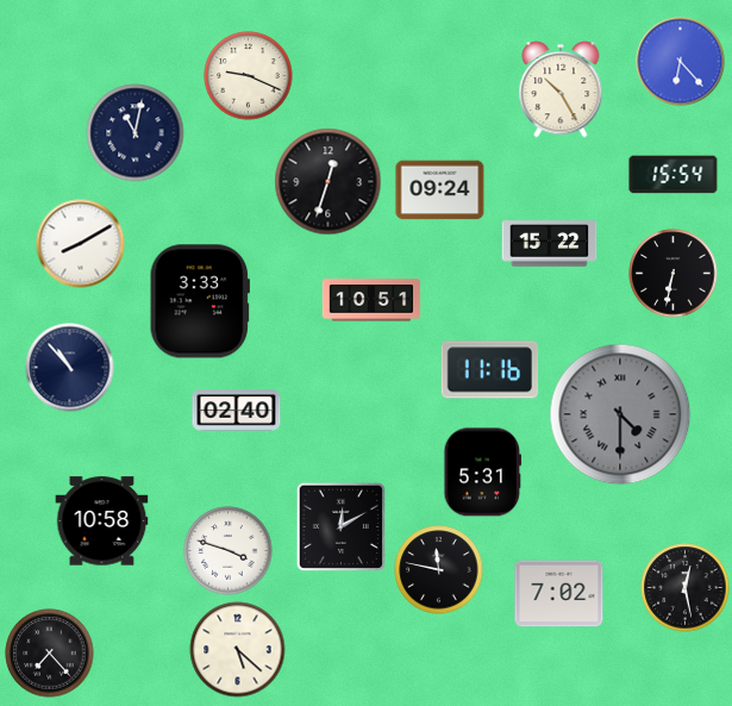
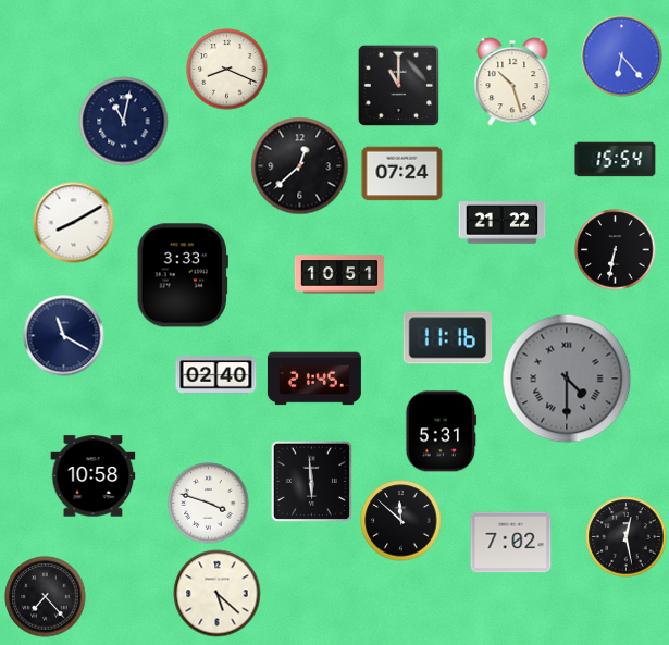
clock at (249, 76): 9:19 -> 8:19
clock at (561, 89): 10:25 -> 10:27
clock at (398, 85): none -> 11:00
clock at (329, 182): 12:33 -> 12:38
clock at (440, 190): 09:24 -> 07:24
clock at (550, 244): 15:22 -> 21:22
clock at (70, 368): 10:53 -> 11:20
clock at (314, 379): none -> 21:45
clock at (340, 526): 12:10 -> 5:59
clock at (439, 570): 11:47 -> 11:52
